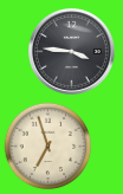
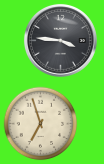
clock at (71, 51) position: (71, 51) -> (60, 40)
